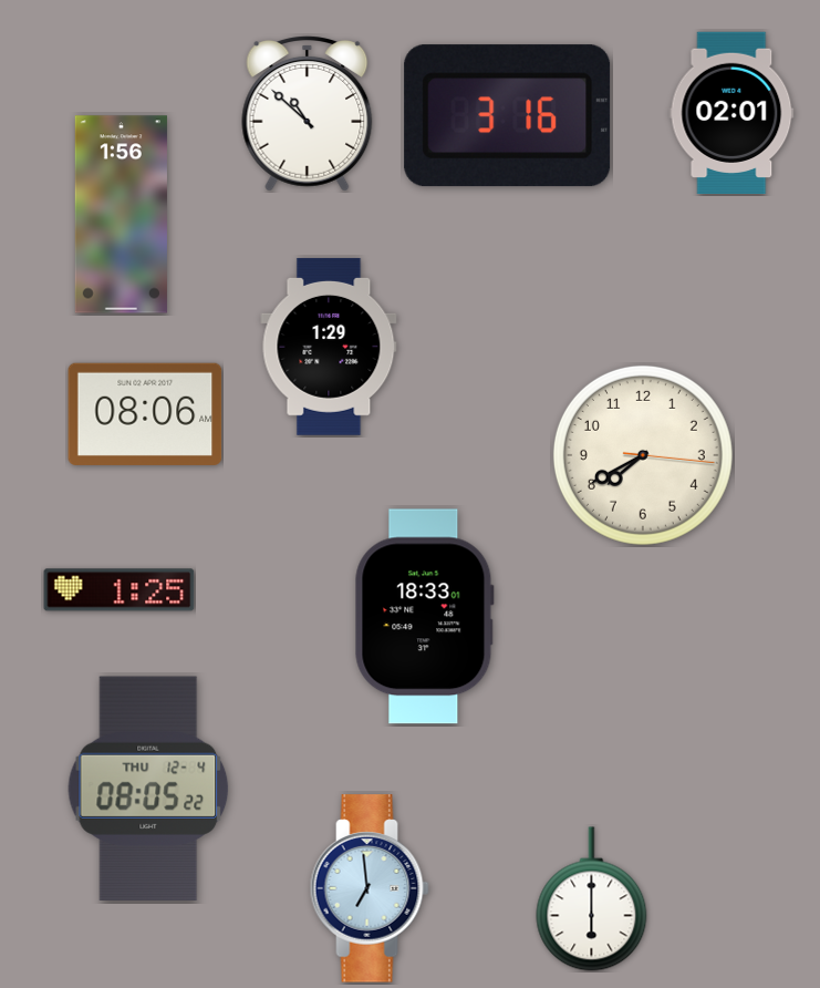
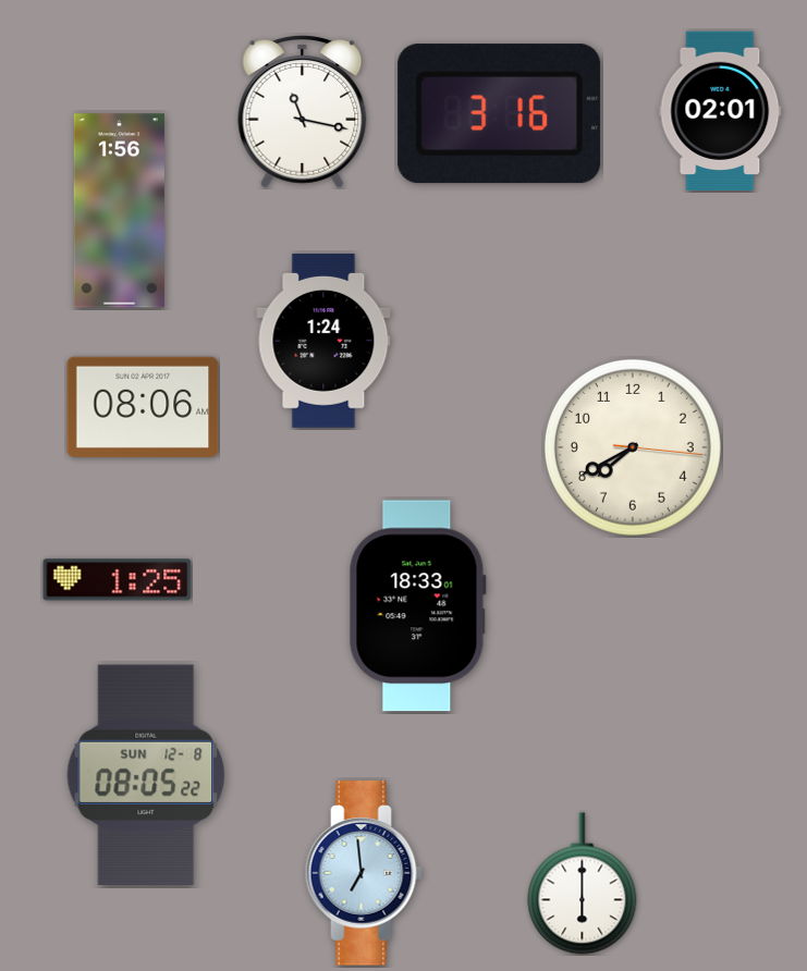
clock at (308, 114): 10:52 -> 11:17
clock at (329, 347): 1:29 -> 1:24
clock at (148, 788) date: THU 12-4 -> SUN 12-8
